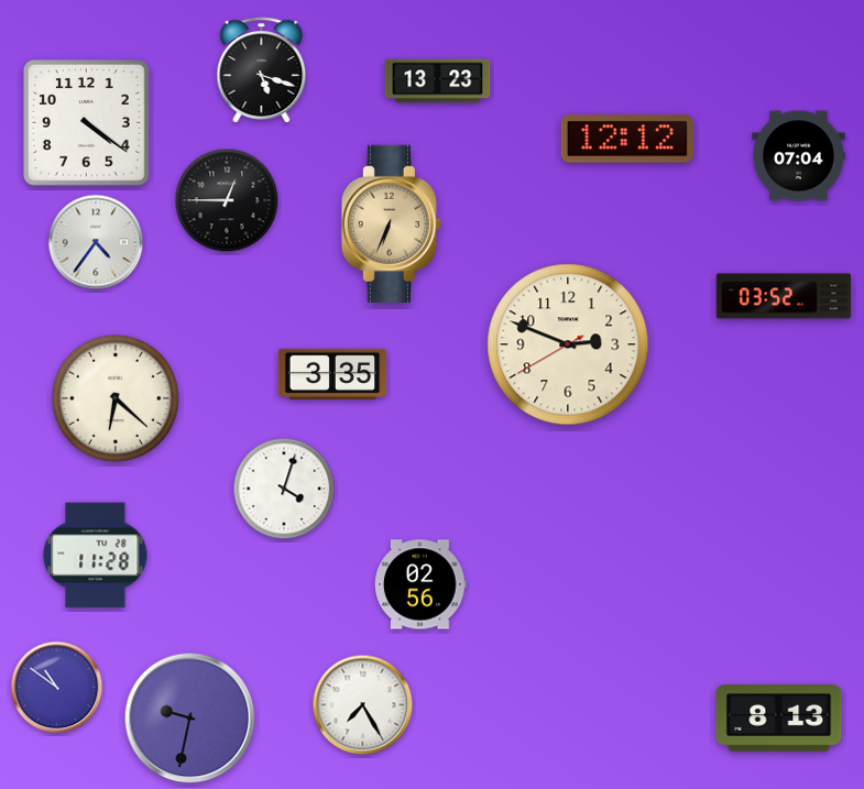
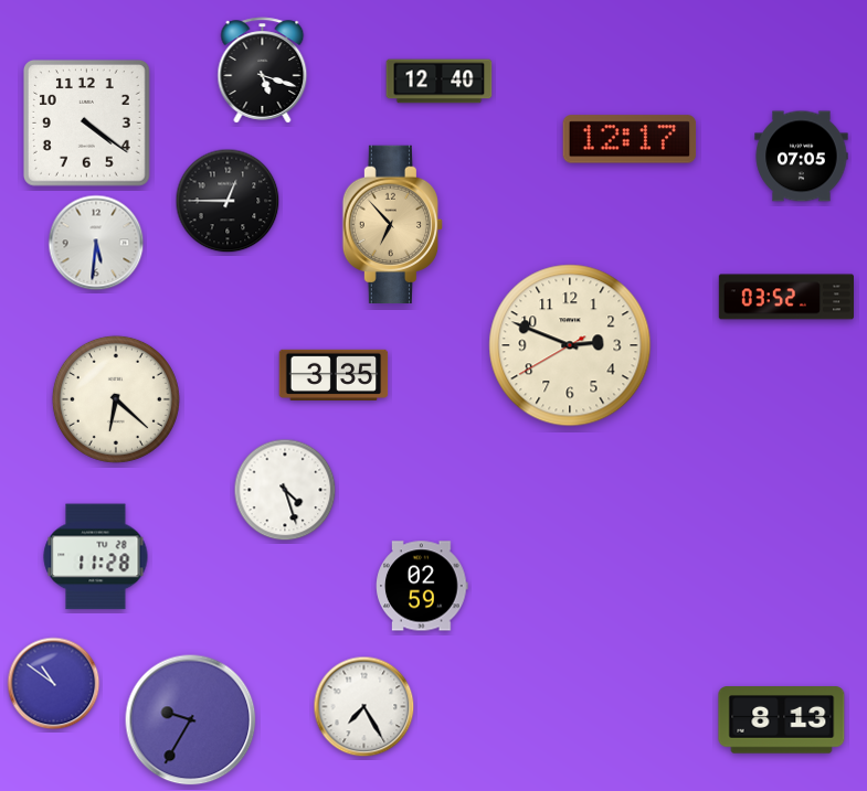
clock at (438, 81): 13:23 -> 12:40
clock at (627, 139): 12:12 -> 12:17
clock at (799, 156): 07:04 -> 07:05
clock at (391, 224): 6:34 -> 6:53
clock at (96, 242): 4:36 -> 5:31
clock at (284, 489): 4:03 -> 4:27
clock at (420, 584): 02:56 -> 02:59
clock at (57, 688) position: (57, 688) -> (54, 684)
clock at (190, 719): 9:32 -> 9:35
